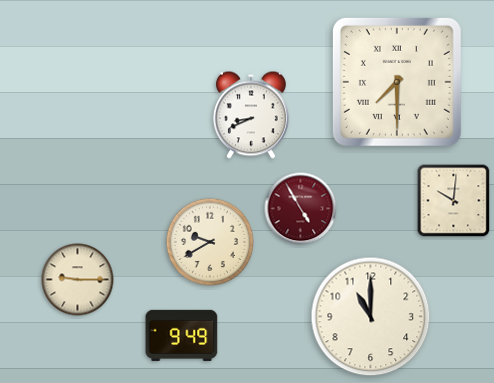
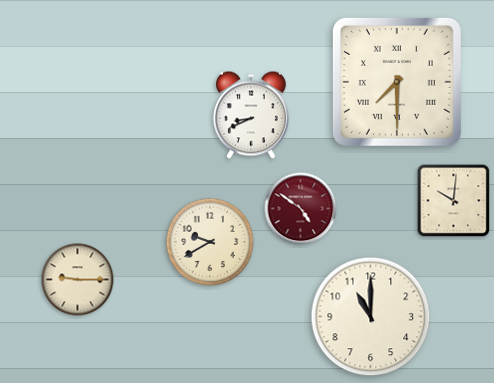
clock at (301, 209): 4:55 -> 4:51
clock at (182, 335): 9:49 -> none
